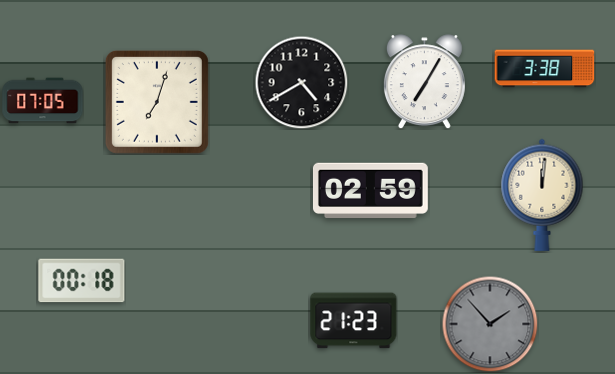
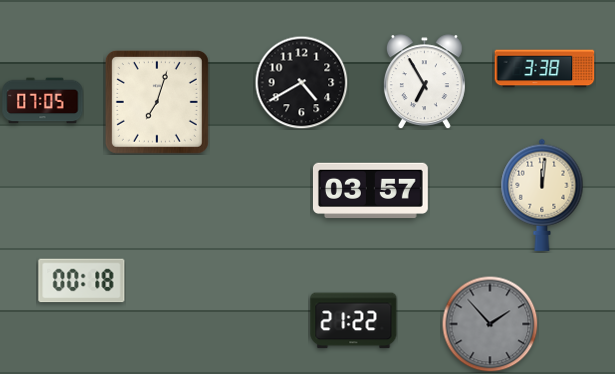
clock at (424, 82): 7:05 -> 6:55
clock at (370, 191): 02:59 -> 03:57
clock at (354, 321): 21:23 -> 21:22
